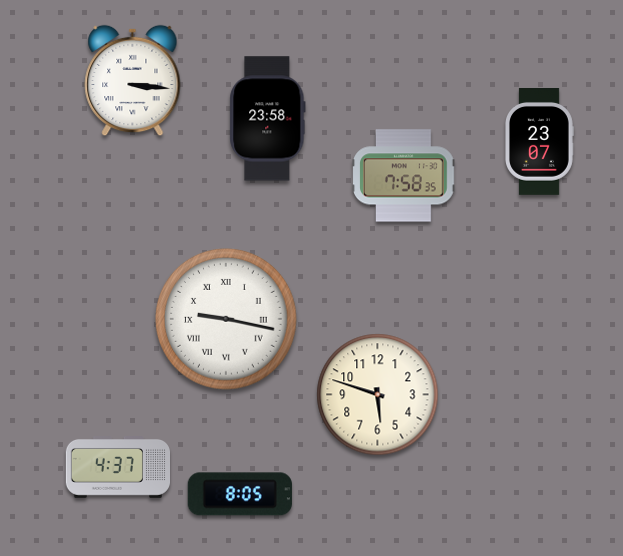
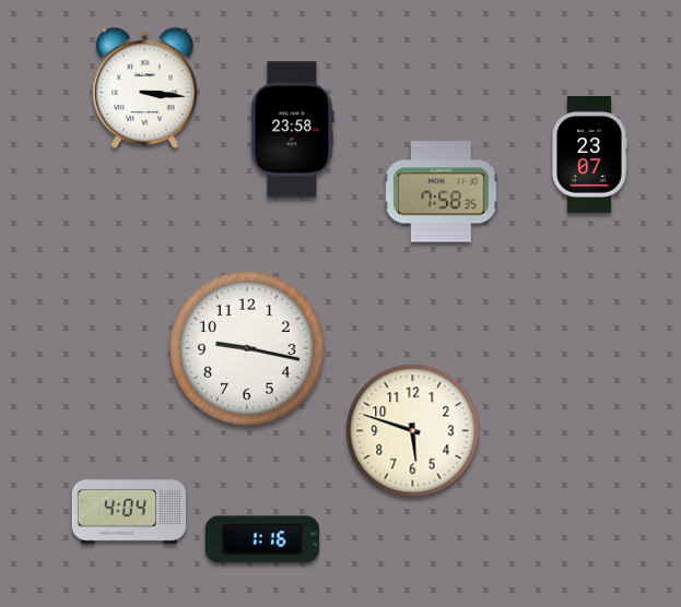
clock at (226, 319) numerals: Roman -> Arabic
clock at (117, 468): 4:37 -> 4:04
clock at (240, 494): 8:05 -> 1:16
